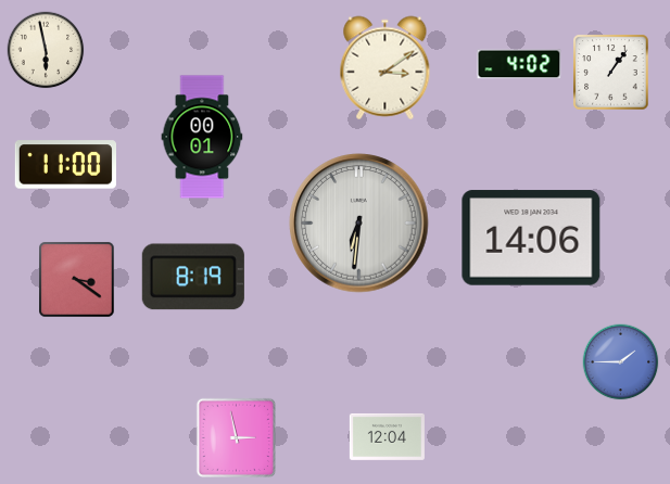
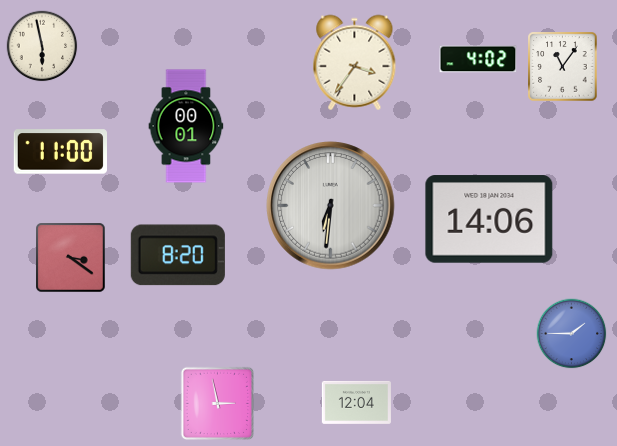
clock at (385, 68): 3:09 -> 3:36
clock at (611, 73): 1:06 -> 11:06
clock at (193, 277): 8:19 -> 8:20
